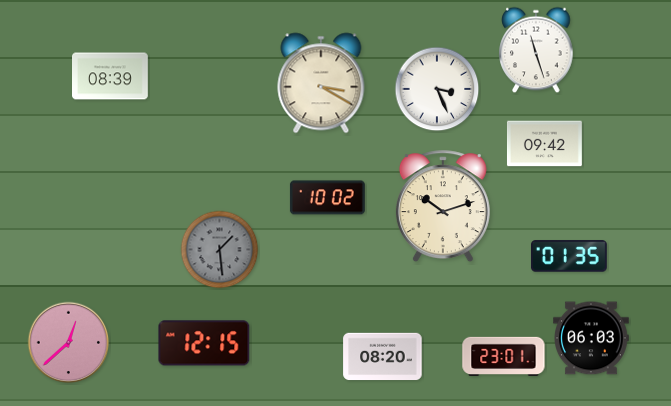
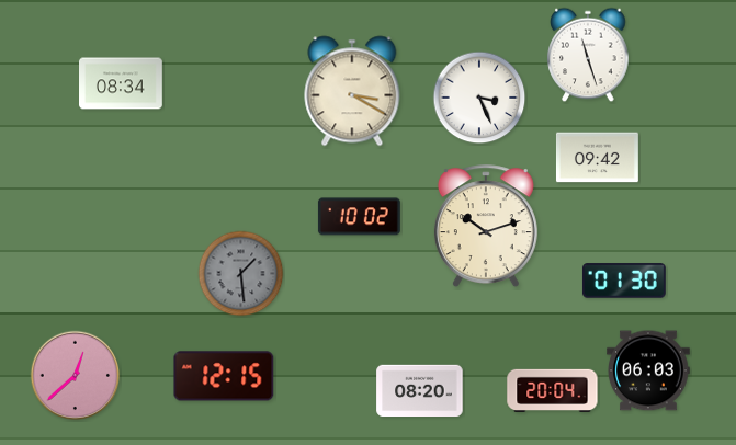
clock at (111, 76): 08:39 -> 08:34
clock at (569, 256): 01:35 -> 01:30
clock at (504, 356): 23:01 -> 20:04
